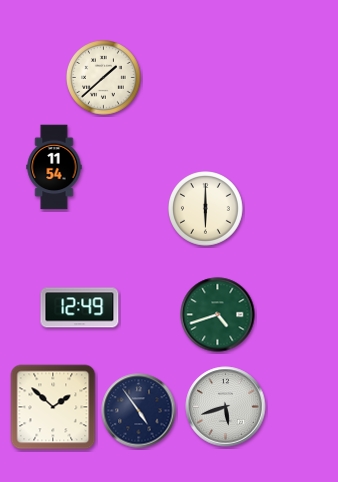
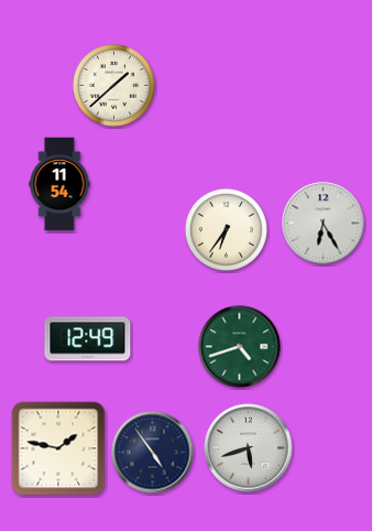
clock at (324, 224): none -> 6:25
clock at (206, 209): 6:00 -> 6:36
clock at (53, 407): 1:52 -> 1:47
